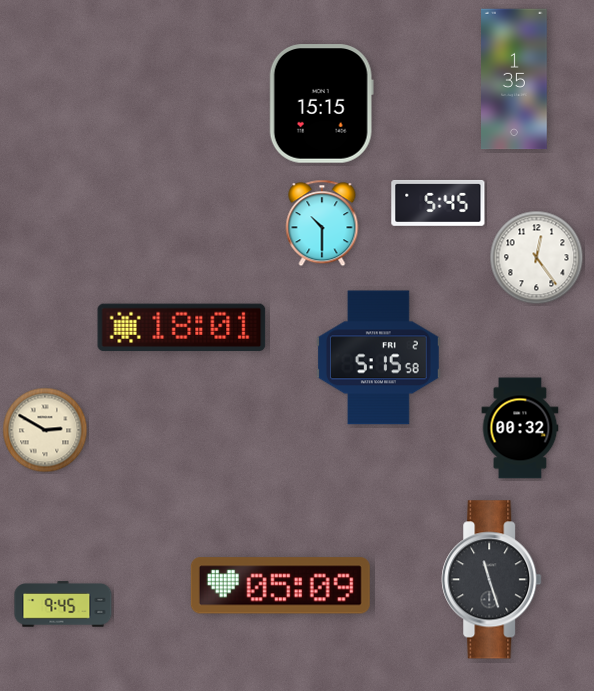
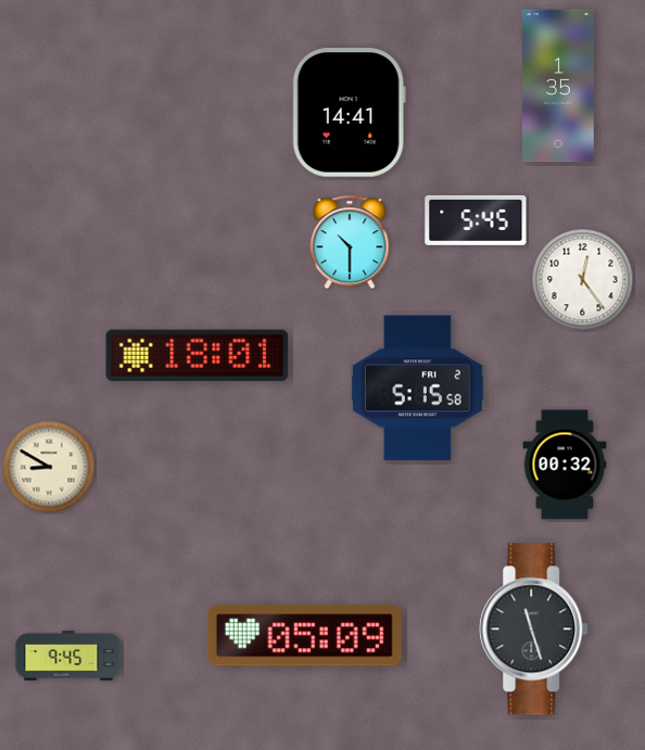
clock at (321, 104): 15:15 -> 14:41
clock at (378, 358) position: (378, 358) -> (417, 389)
clock at (45, 430): 2:50 -> 8:50
